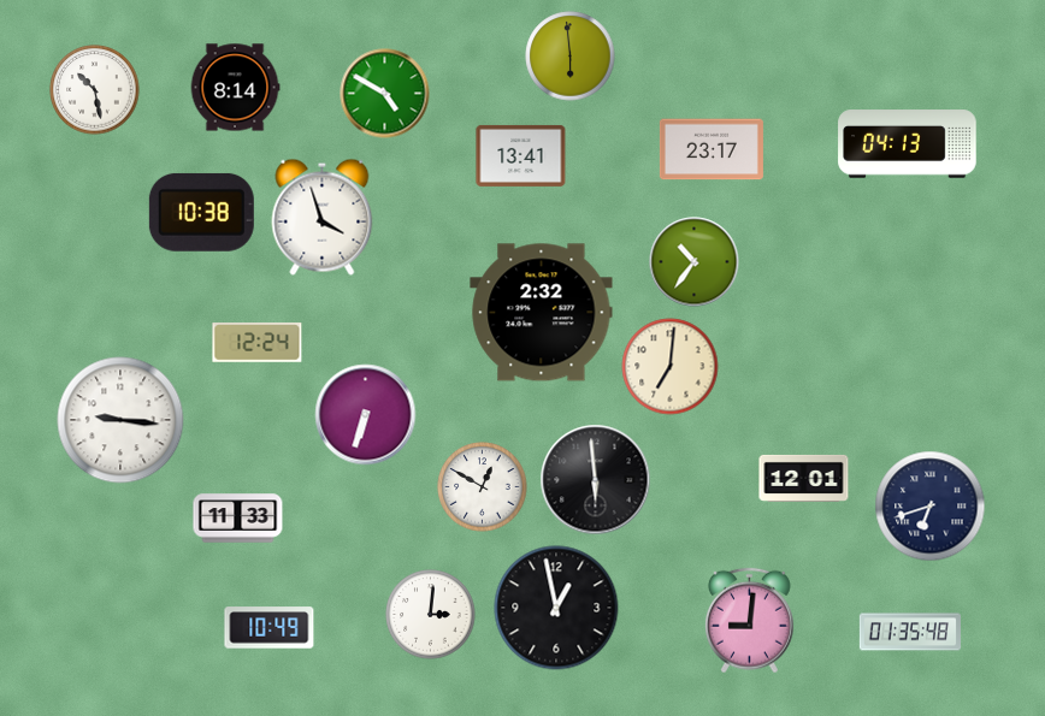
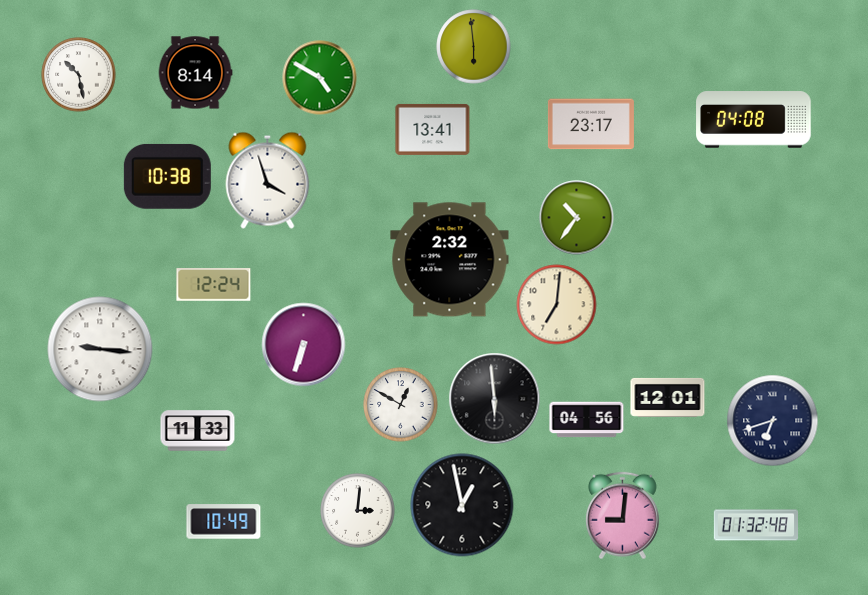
clock at (908, 144): 04:13 -> 04:08
clock at (587, 420): none -> 04:56
clock at (909, 632): 01:35 -> 01:32
